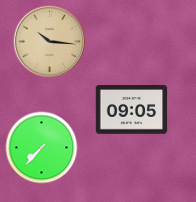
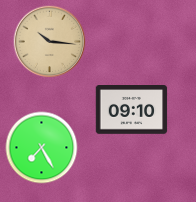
clock at (132, 110): 09:05 -> 09:10
clock at (42, 148): 7:37 -> 7:25
